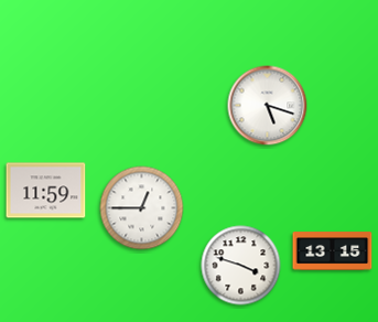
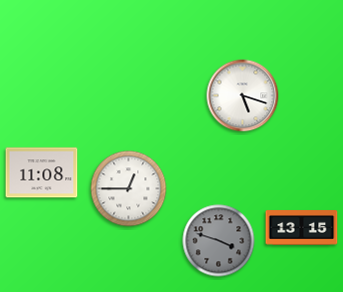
clock at (46, 191): 11:59 -> 11:08
clock at (241, 266) dial: white -> grey
